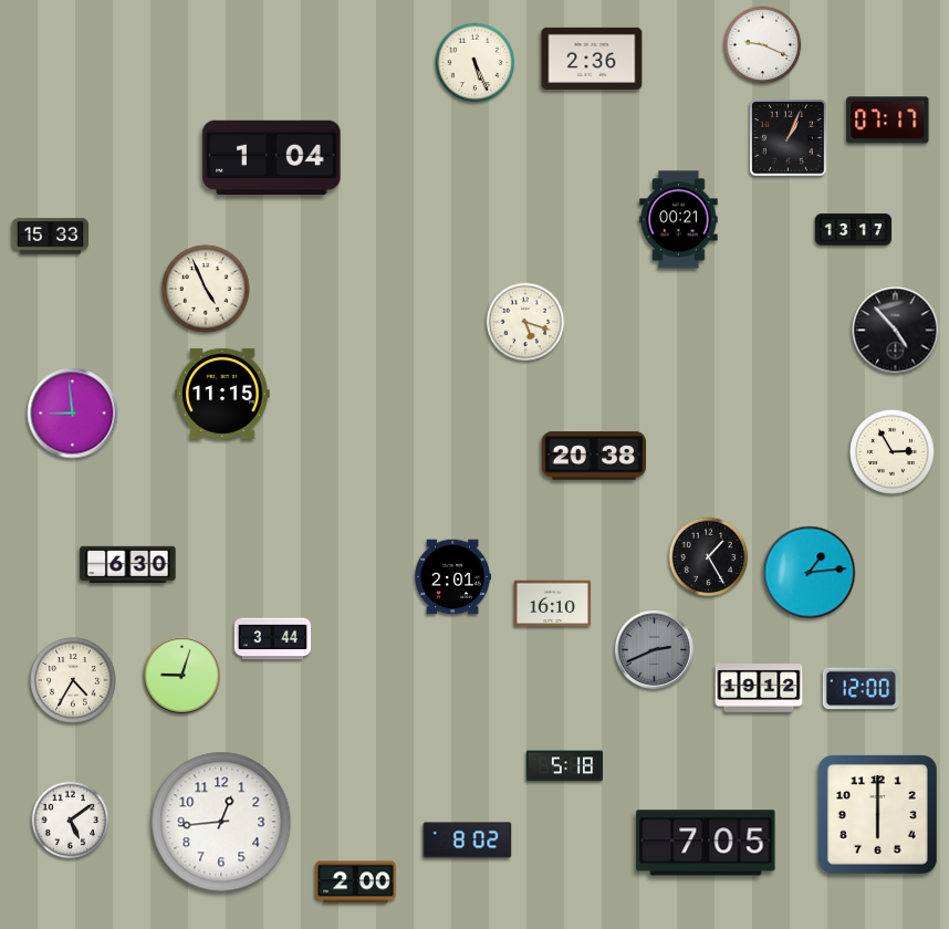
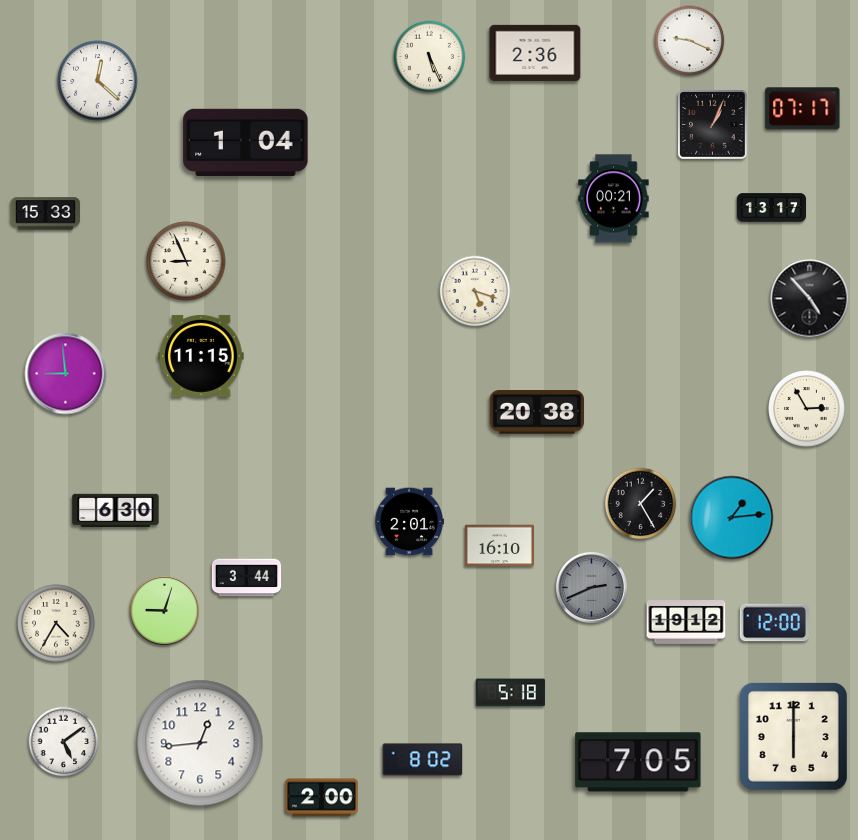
clock at (98, 81): none -> 12:22
clock at (206, 289): 4:56 -> 8:56
clock at (73, 680) position: (73, 680) -> (56, 623)
clock at (861, 689) position: (861, 689) -> (774, 623)
